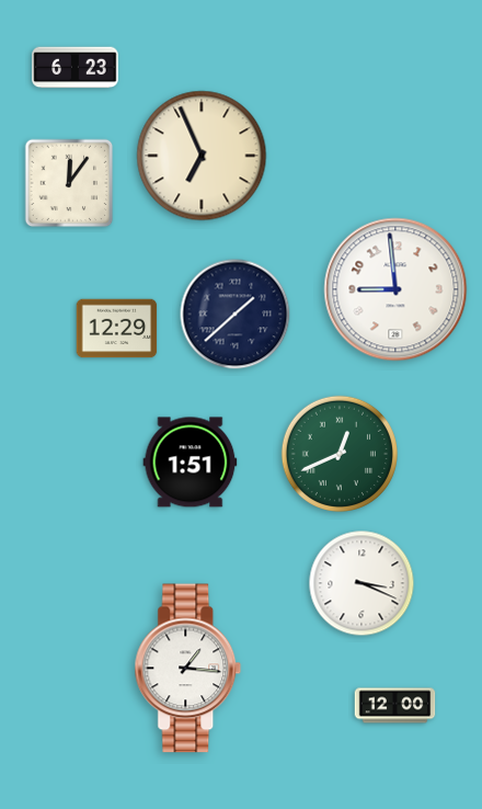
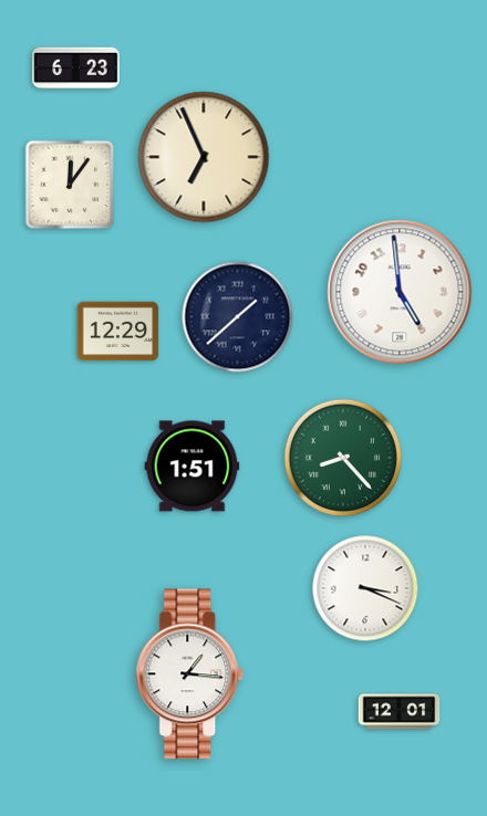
clock at (395, 289): 8:59 -> 4:59
clock at (340, 454): 12:41 -> 8:23
clock at (395, 706): 12:00 -> 12:01
